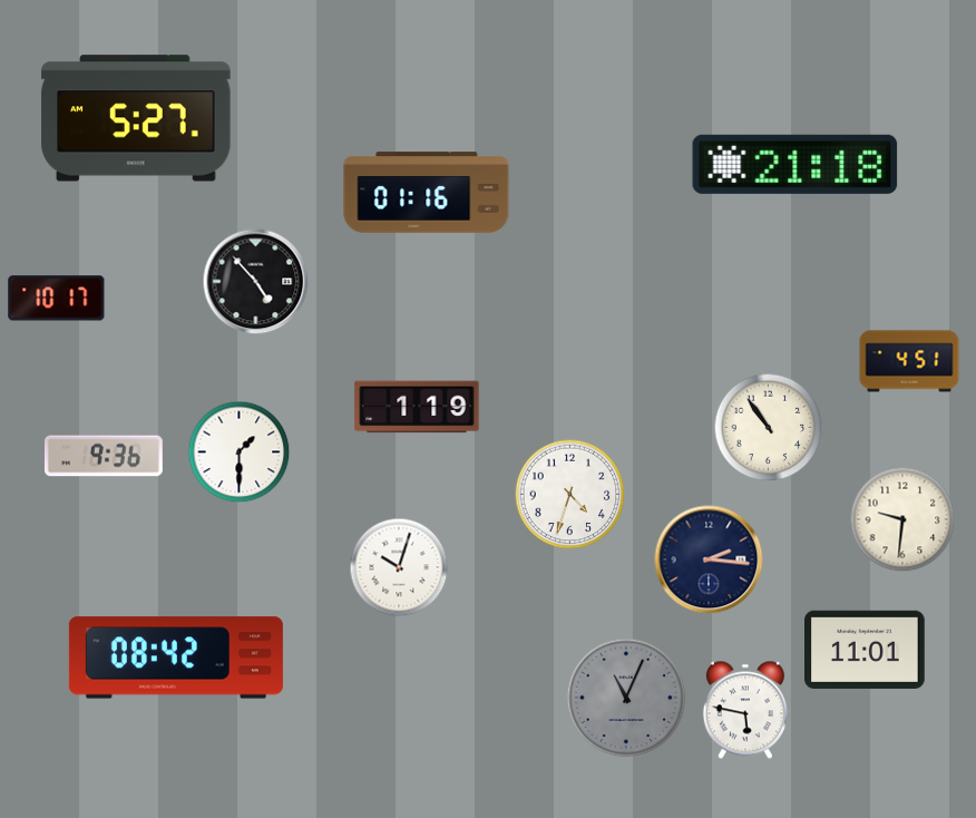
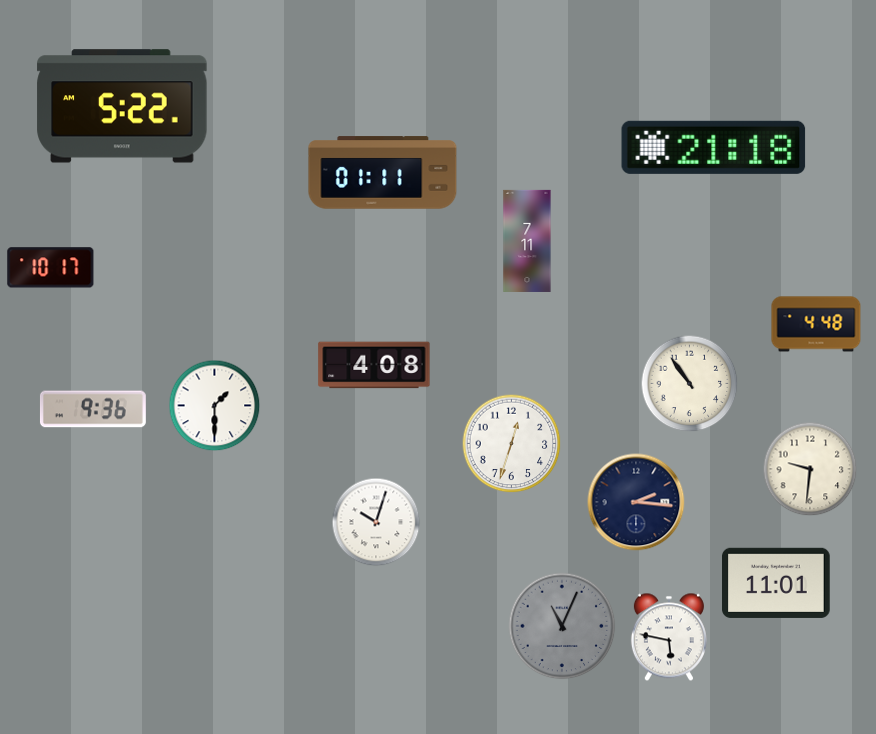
clock at (136, 118): 5:27 -> 5:22
clock at (427, 193): 01:16 -> 01:11
clock at (527, 241): none -> 7:11
clock at (256, 282): 4:53 -> none
clock at (909, 361): 4:51 -> 4:48
clock at (417, 407): 1:19 -> 4:08
clock at (570, 495): 4:33 -> 12:33
clock at (902, 519) position: (902, 519) -> (810, 469)
clock at (399, 567) position: (399, 567) -> (376, 522)
clock at (176, 658): 08:42 -> none
